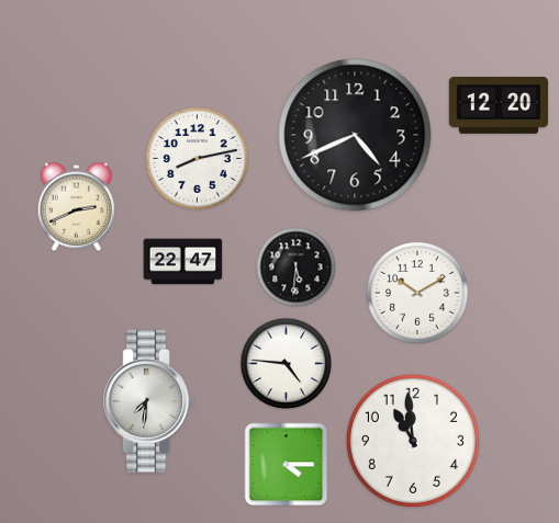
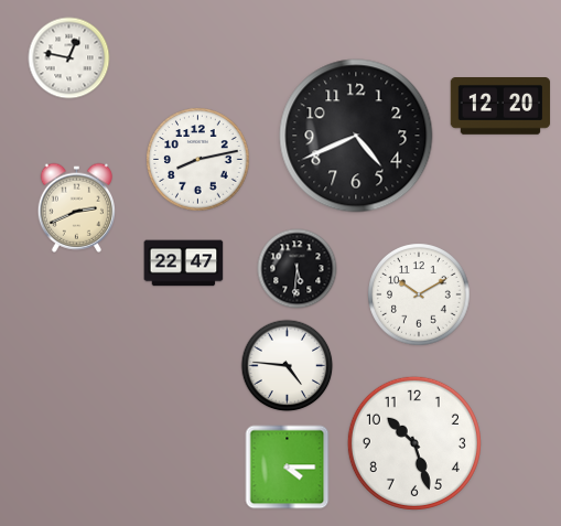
clock at (69, 58): none -> 12:47
clock at (148, 401): 7:31 -> none
clock at (413, 441): 10:59 -> 10:27
